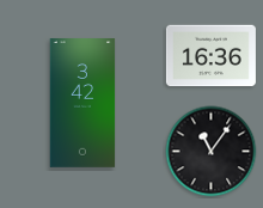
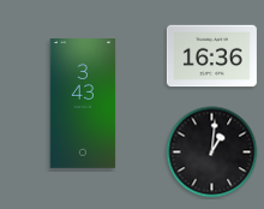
clock at (82, 104): 3:42 -> 3:43
clock at (212, 152): 11:06 -> 1:01
